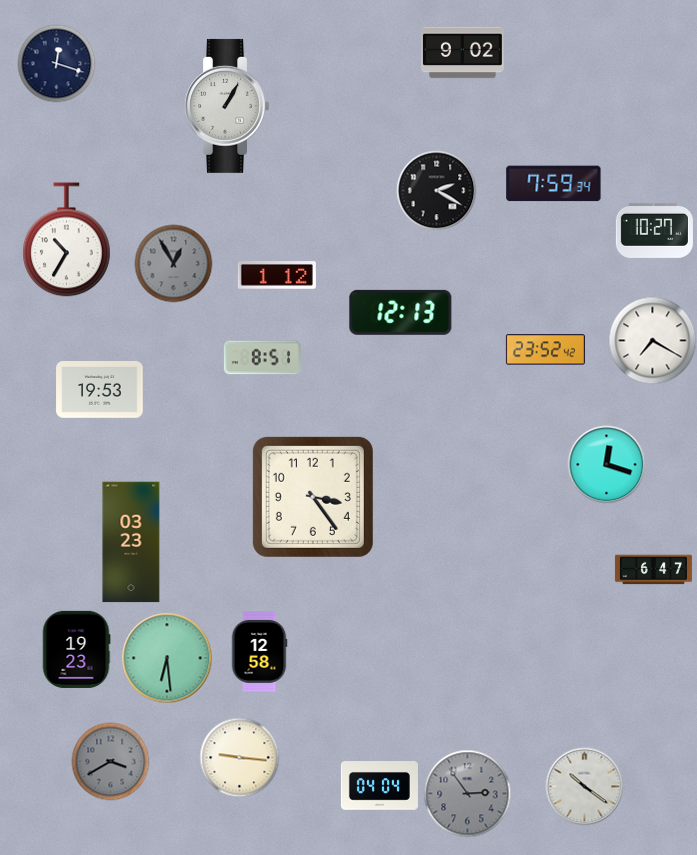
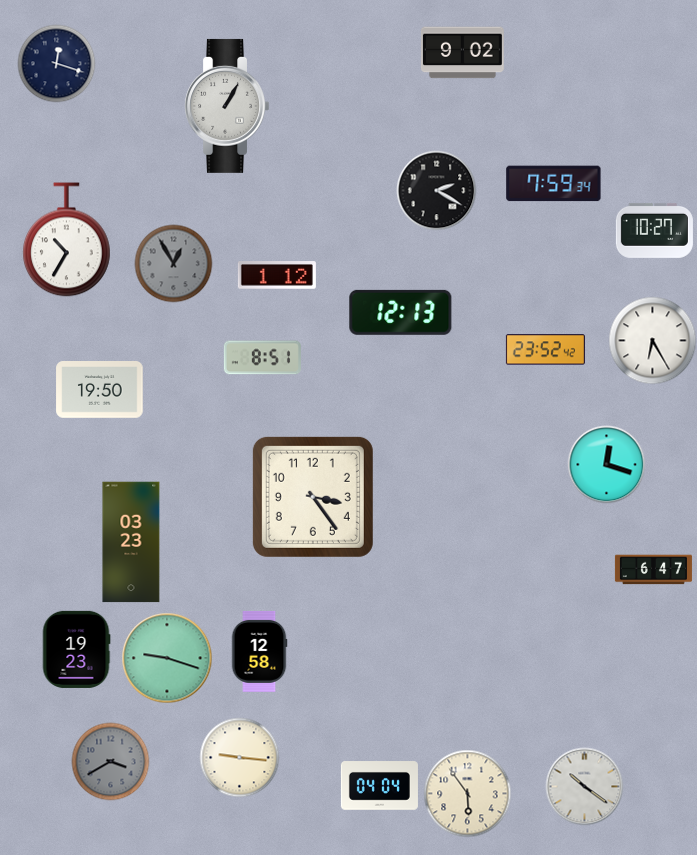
clock at (652, 340): 7:20 -> 6:25
clock at (100, 390): 19:53 -> 19:50
clock at (167, 658): 6:29 -> 9:18
clock at (467, 793): 2:54 -> 5:54
clock at (467, 793) dial: grey -> cream
